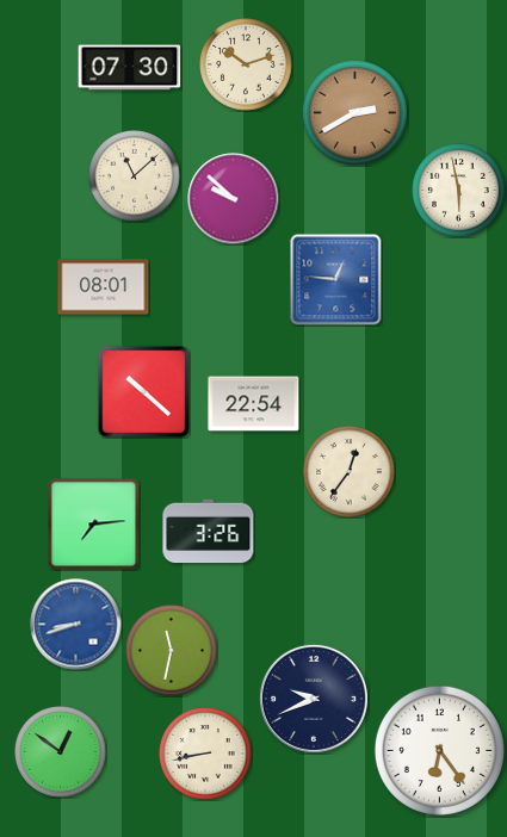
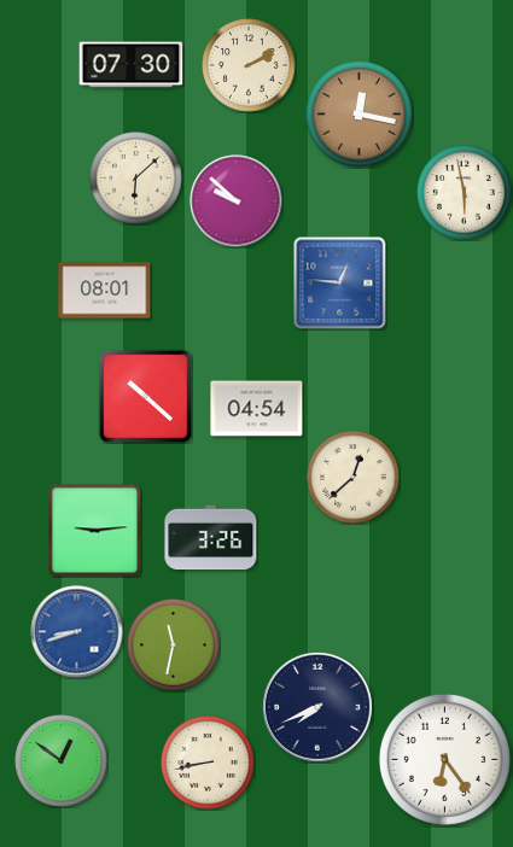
clock at (246, 64): 10:12 -> 2:10
clock at (130, 68) position: (130, 68) -> (132, 65)
clock at (354, 112): 2:40 -> 12:17
clock at (135, 176): 11:08 -> 6:08
clock at (254, 404): 22:54 -> 04:54
clock at (350, 472): 12:36 -> 12:38
clock at (93, 523): 7:14 -> 9:14
clock at (172, 651) position: (172, 651) -> (174, 646)
clock at (314, 699): 9:41 -> 7:41
